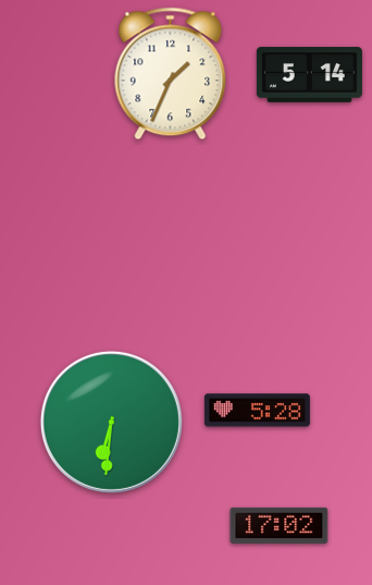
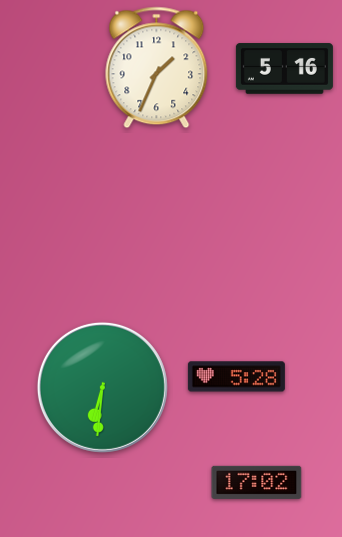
clock at (309, 75): 5:14 -> 5:16
